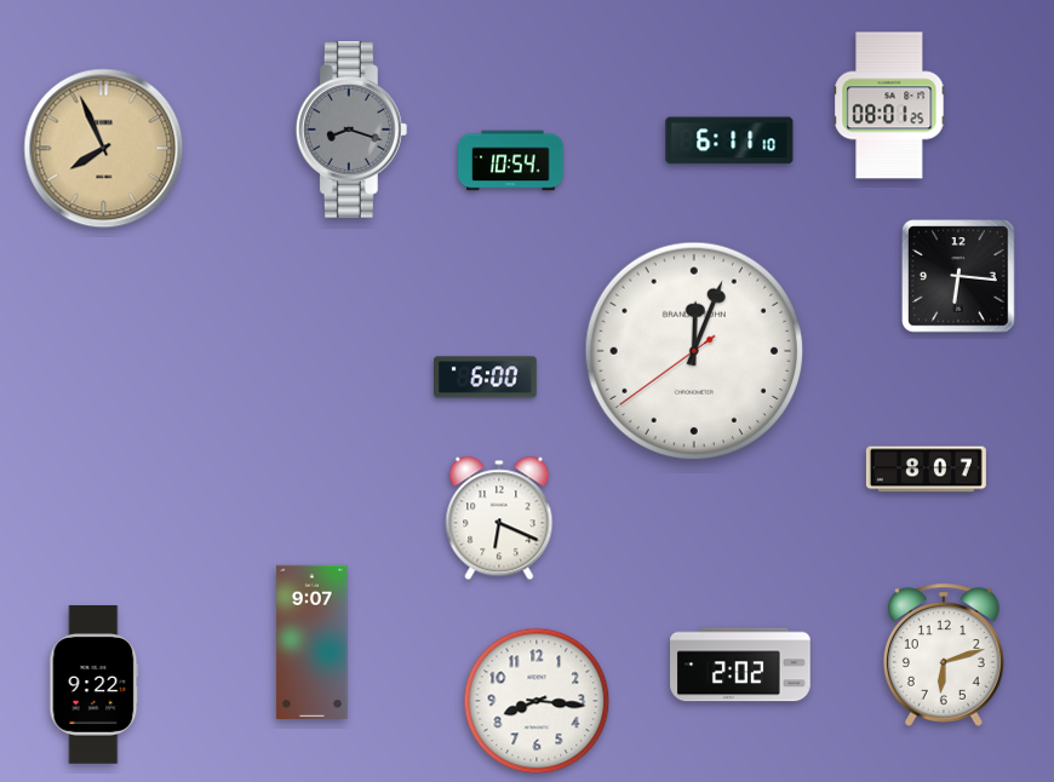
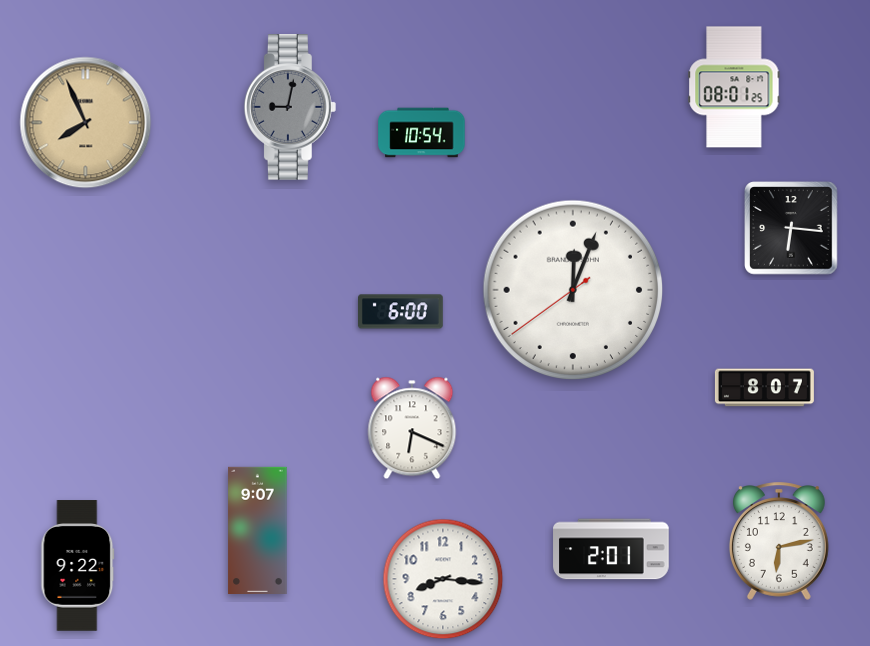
clock at (351, 131): 8:18 -> 9:02
clock at (729, 140): 6:11 -> none
clock at (944, 655): 6:12 -> 6:13
clock at (740, 665): 2:02 -> 2:01
